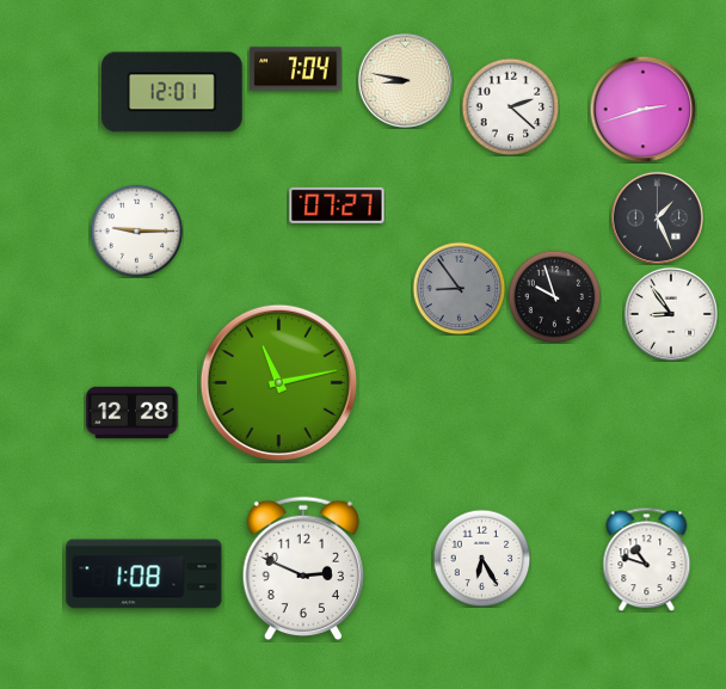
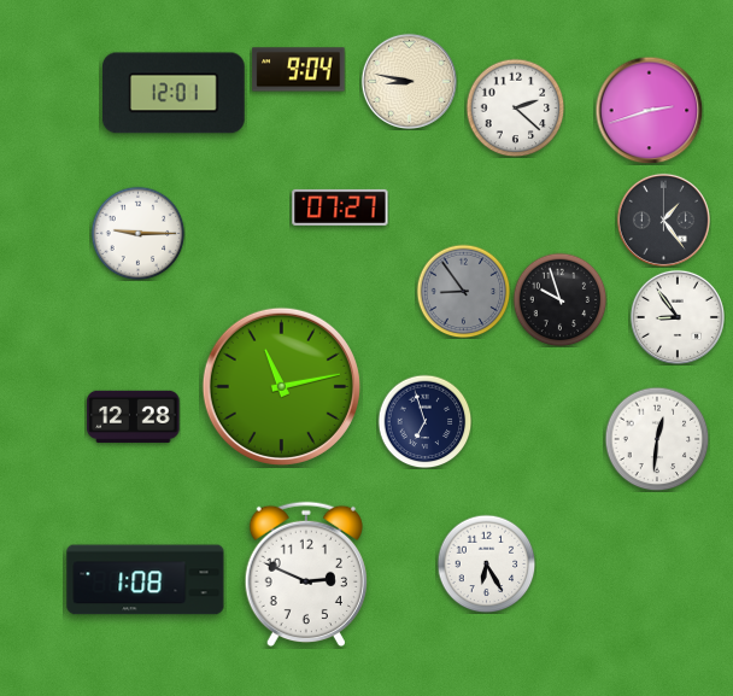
clock at (296, 69): 7:04 -> 9:04
clock at (657, 217): 1:26 -> 1:24
clock at (424, 421): none -> 6:57
clock at (657, 439): none -> 12:31
clock at (647, 559): 10:48 -> none
